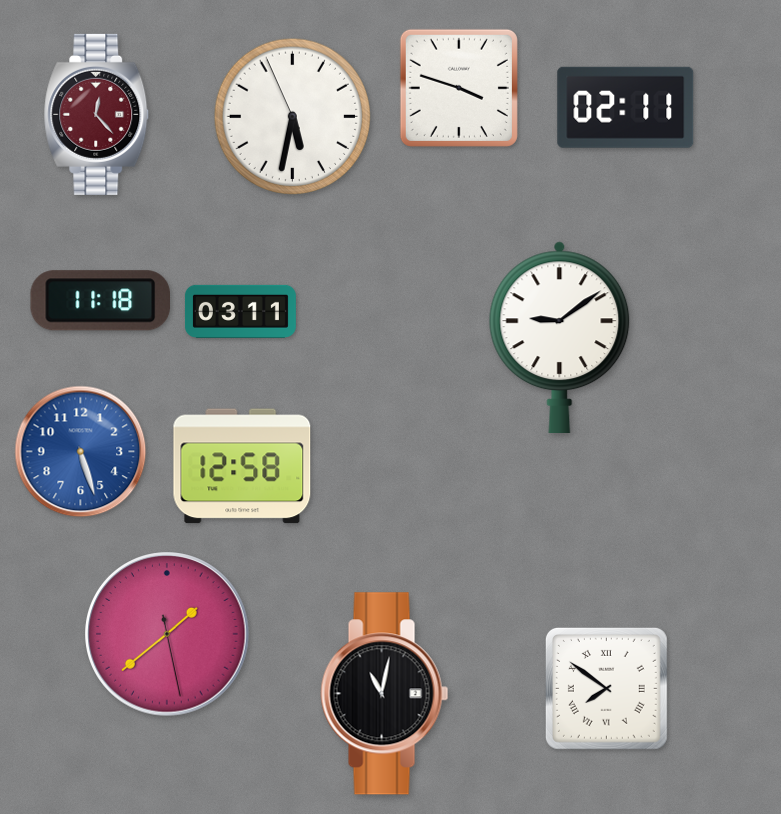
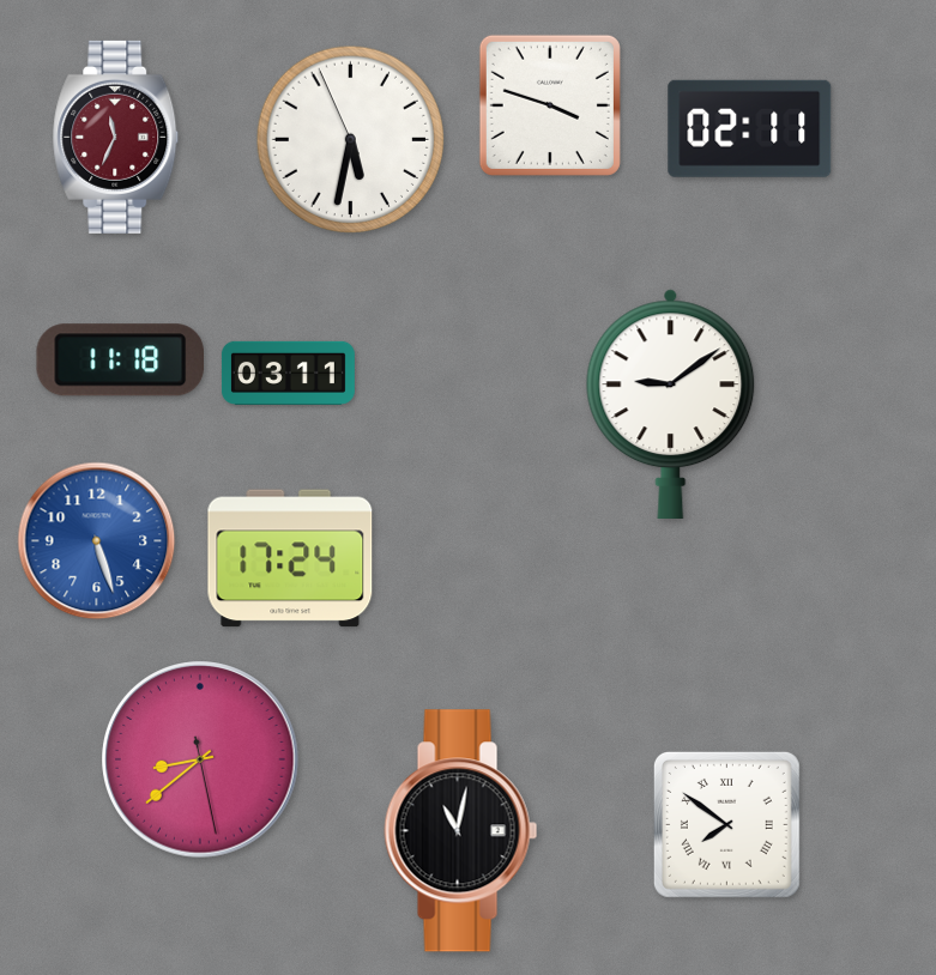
clock at (97, 114): 12:23 -> 11:34
clock at (242, 466): 12:58 -> 17:24
clock at (167, 634): 1:38 -> 8:38
